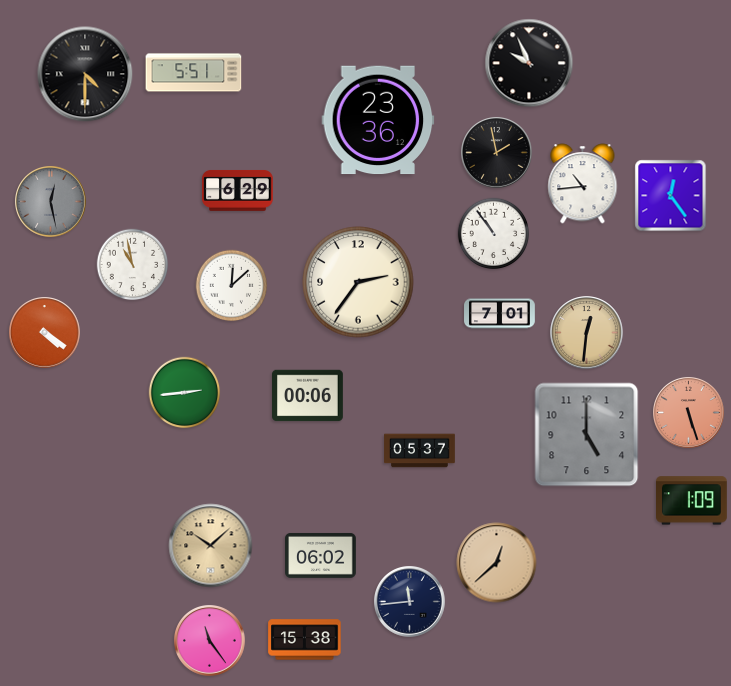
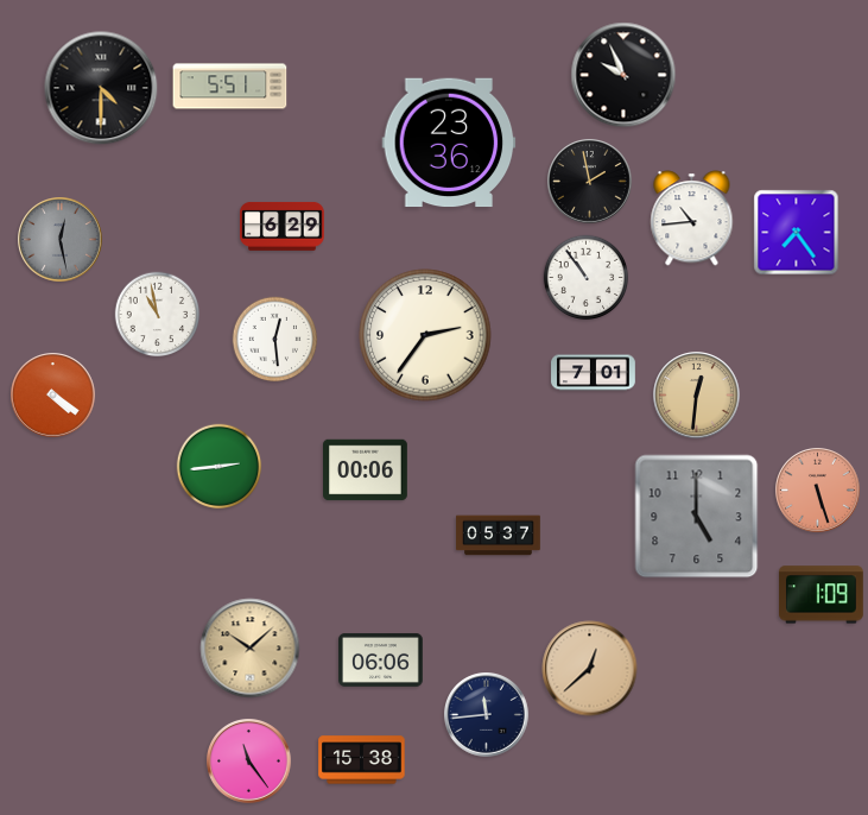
clock at (529, 63) position: (529, 63) -> (623, 75)
clock at (671, 196): 12:24 -> 7:24
clock at (232, 286): 12:08 -> 12:29
clock at (321, 555): 06:02 -> 06:06
